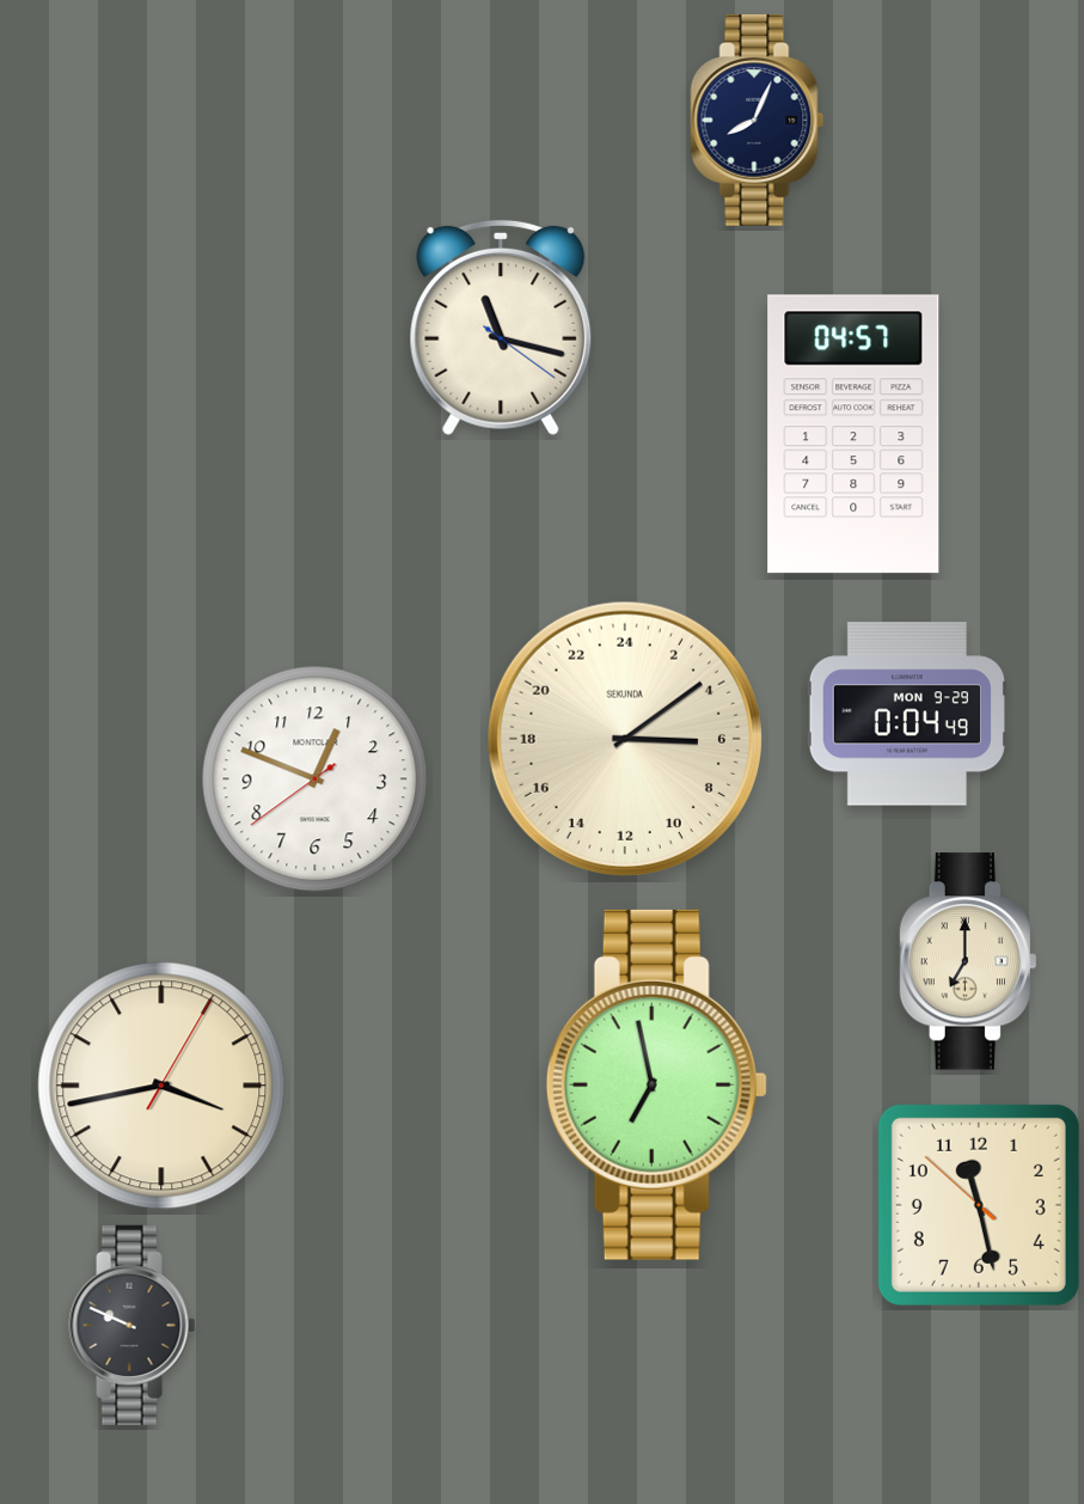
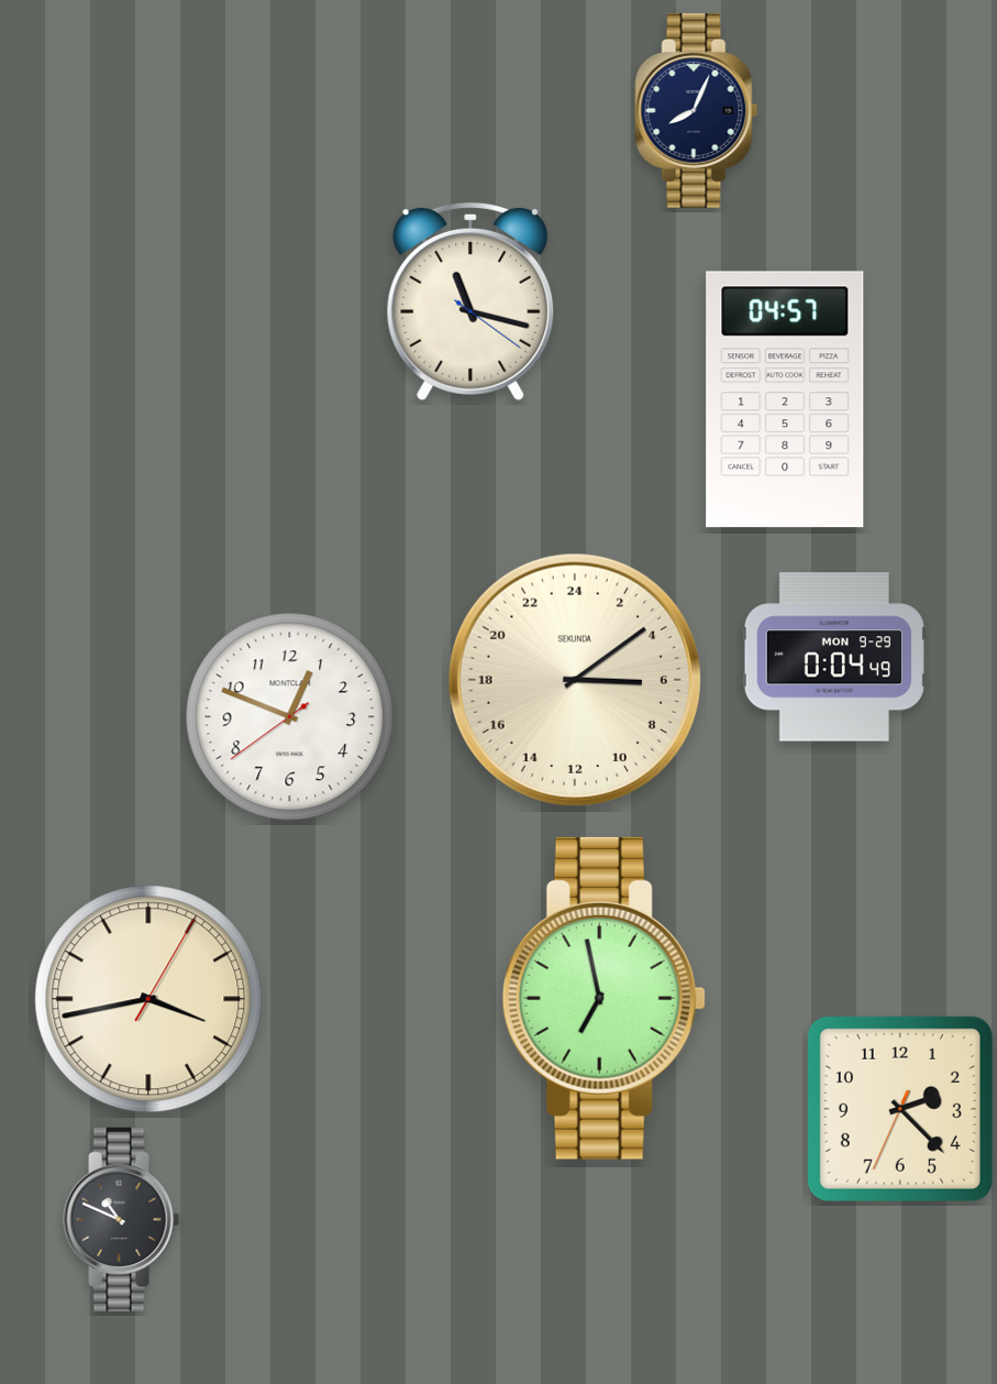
clock at (501, 328) position: (501, 328) -> (470, 301)
clock at (967, 961): 7:00 -> none
clock at (979, 1205): 11:27 -> 2:22
clock at (133, 1325): 9:49 -> 10:49
